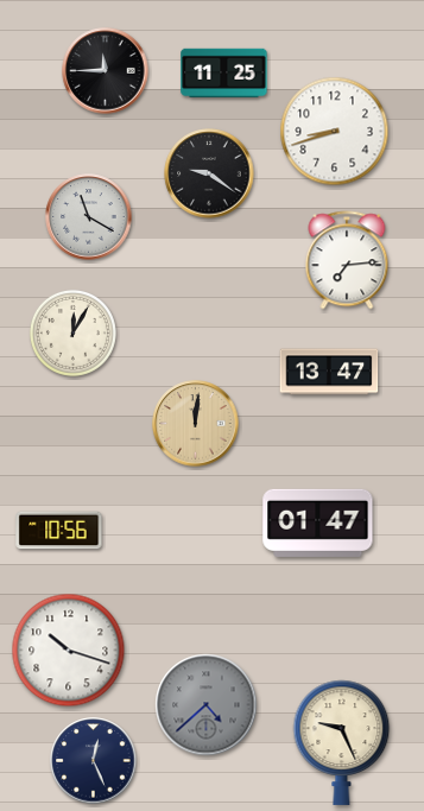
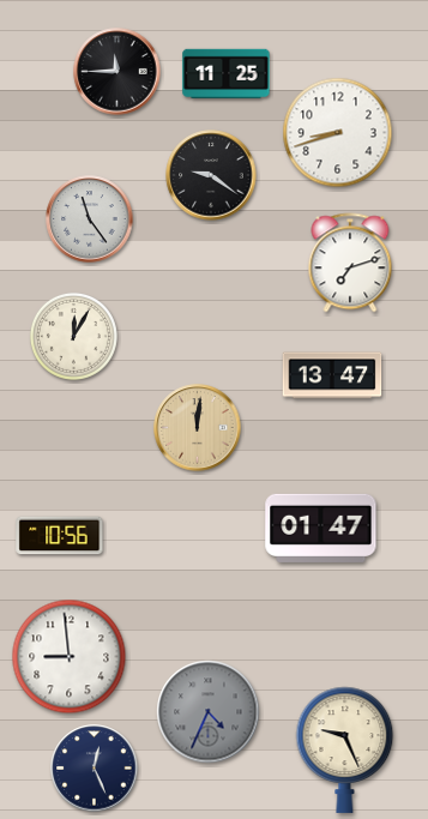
clock at (106, 71) position: (106, 71) -> (117, 72)
clock at (89, 217): 11:20 -> 11:24
clock at (347, 260): 7:14 -> 7:12
clock at (69, 651): 10:18 -> 8:59
clock at (207, 705): 4:38 -> 4:34
